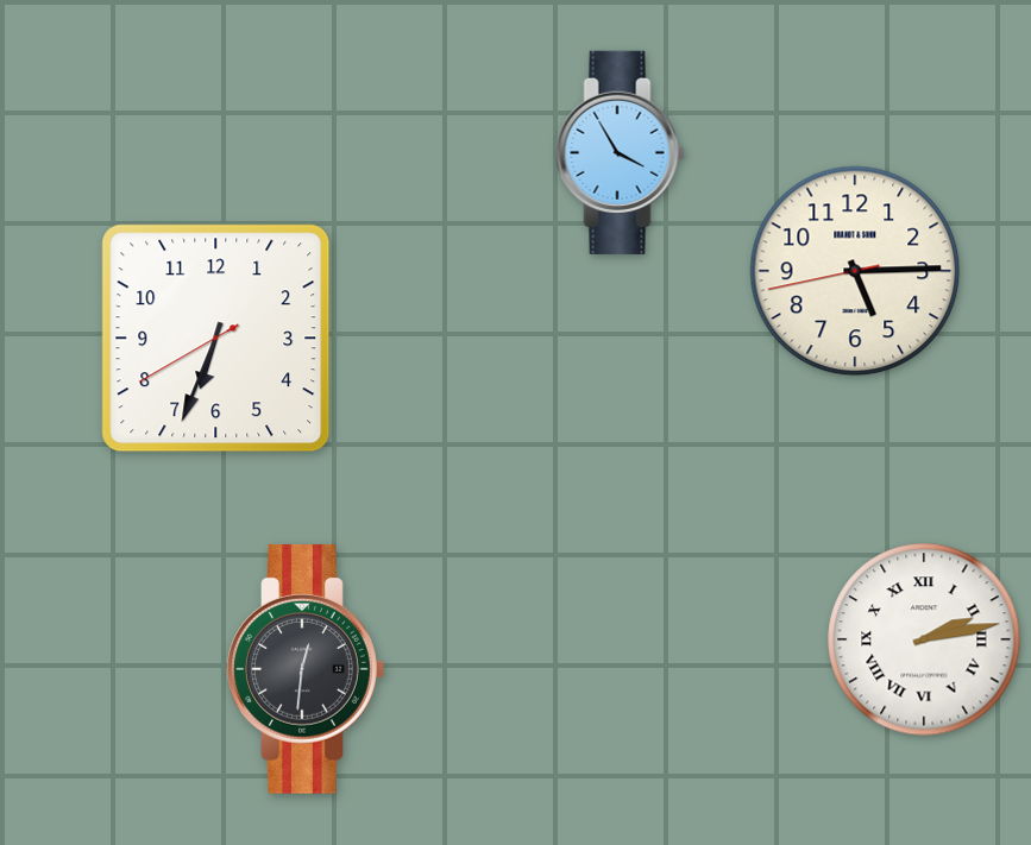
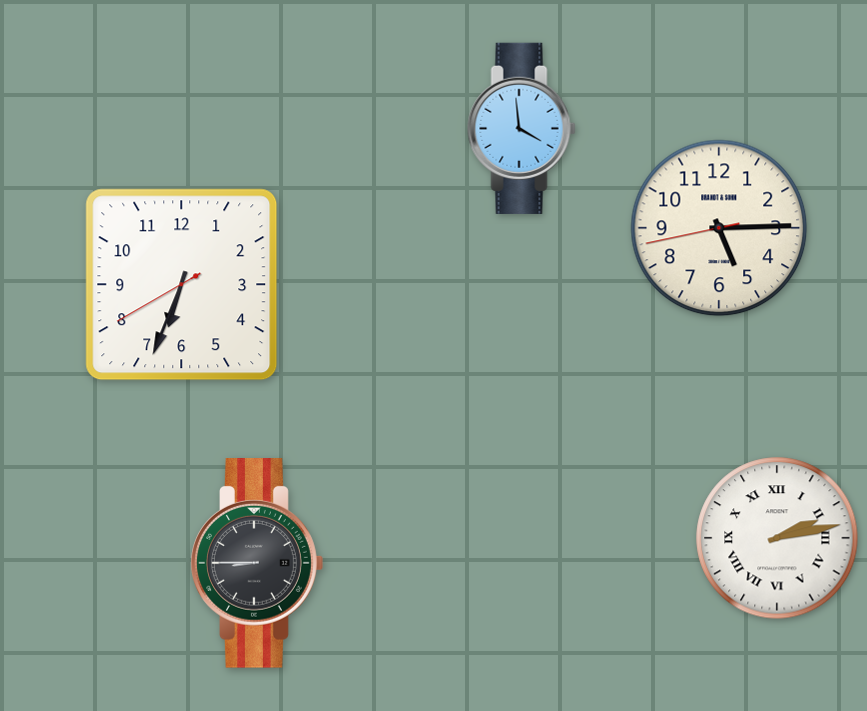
clock at (621, 152): 3:55 -> 3:59
clock at (306, 670): 12:31 -> 8:45
